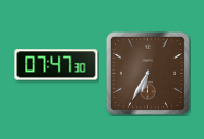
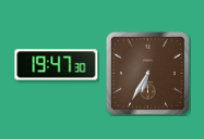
clock at (57, 65): 07:47 -> 19:47
